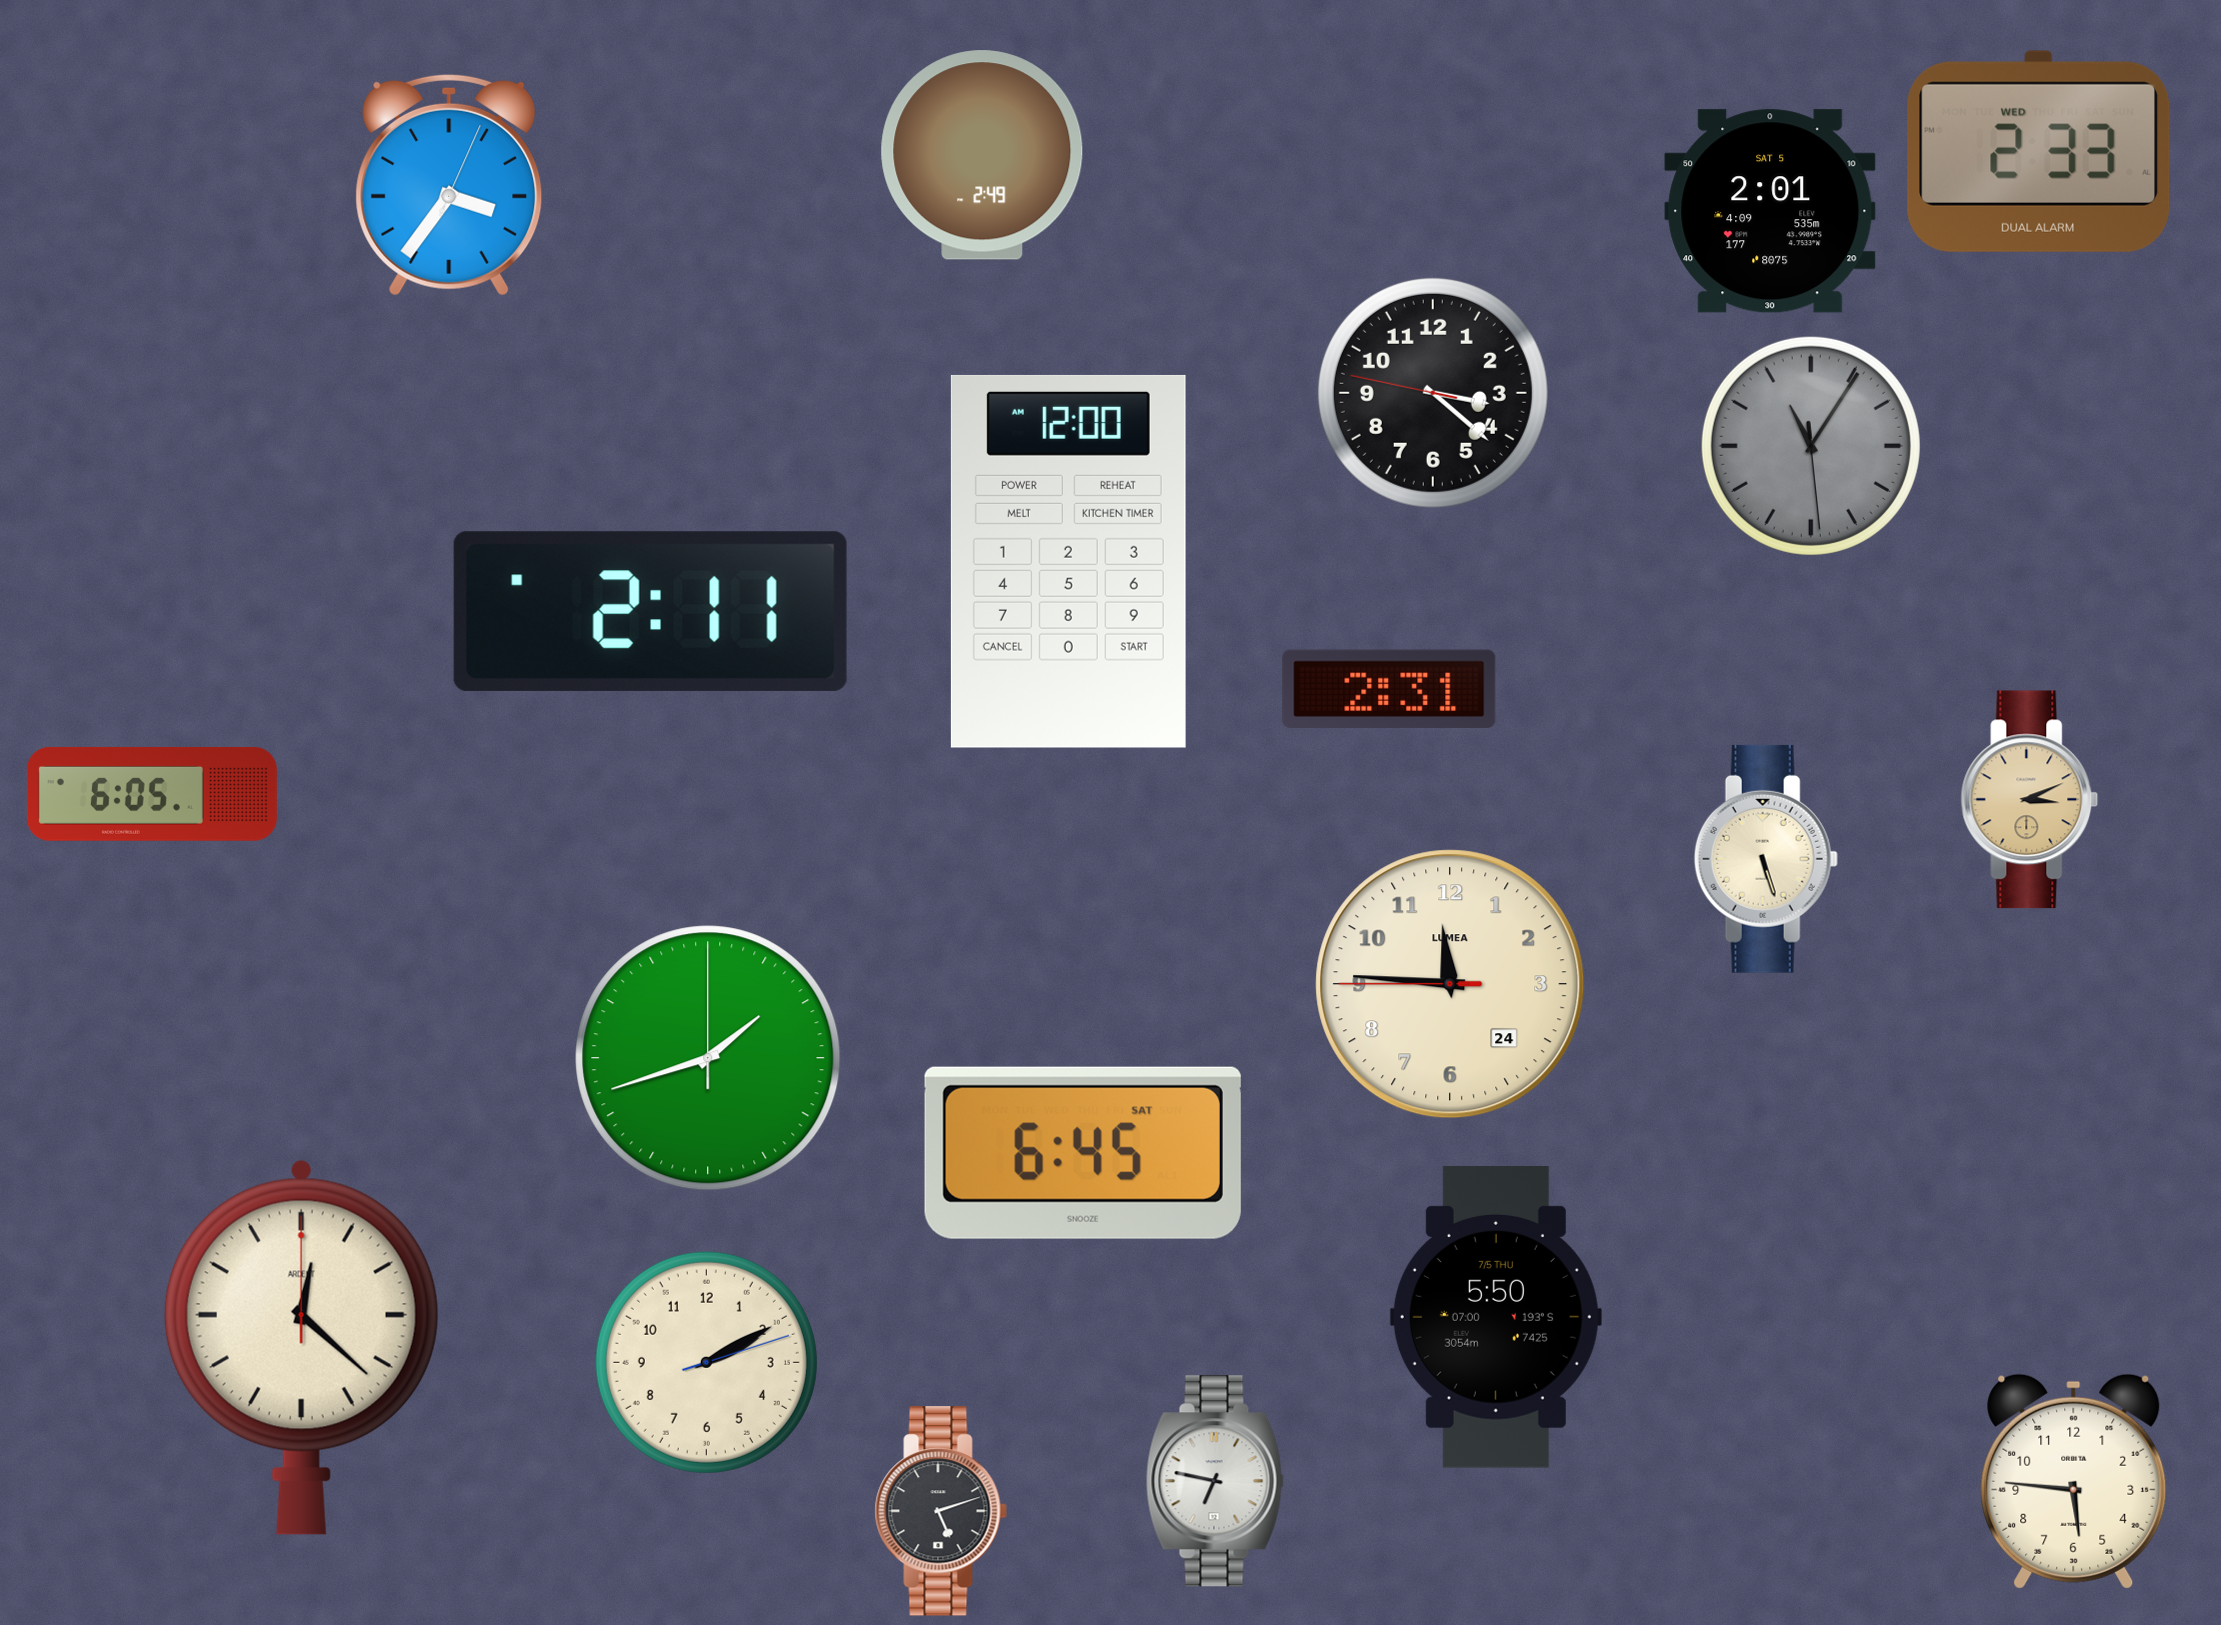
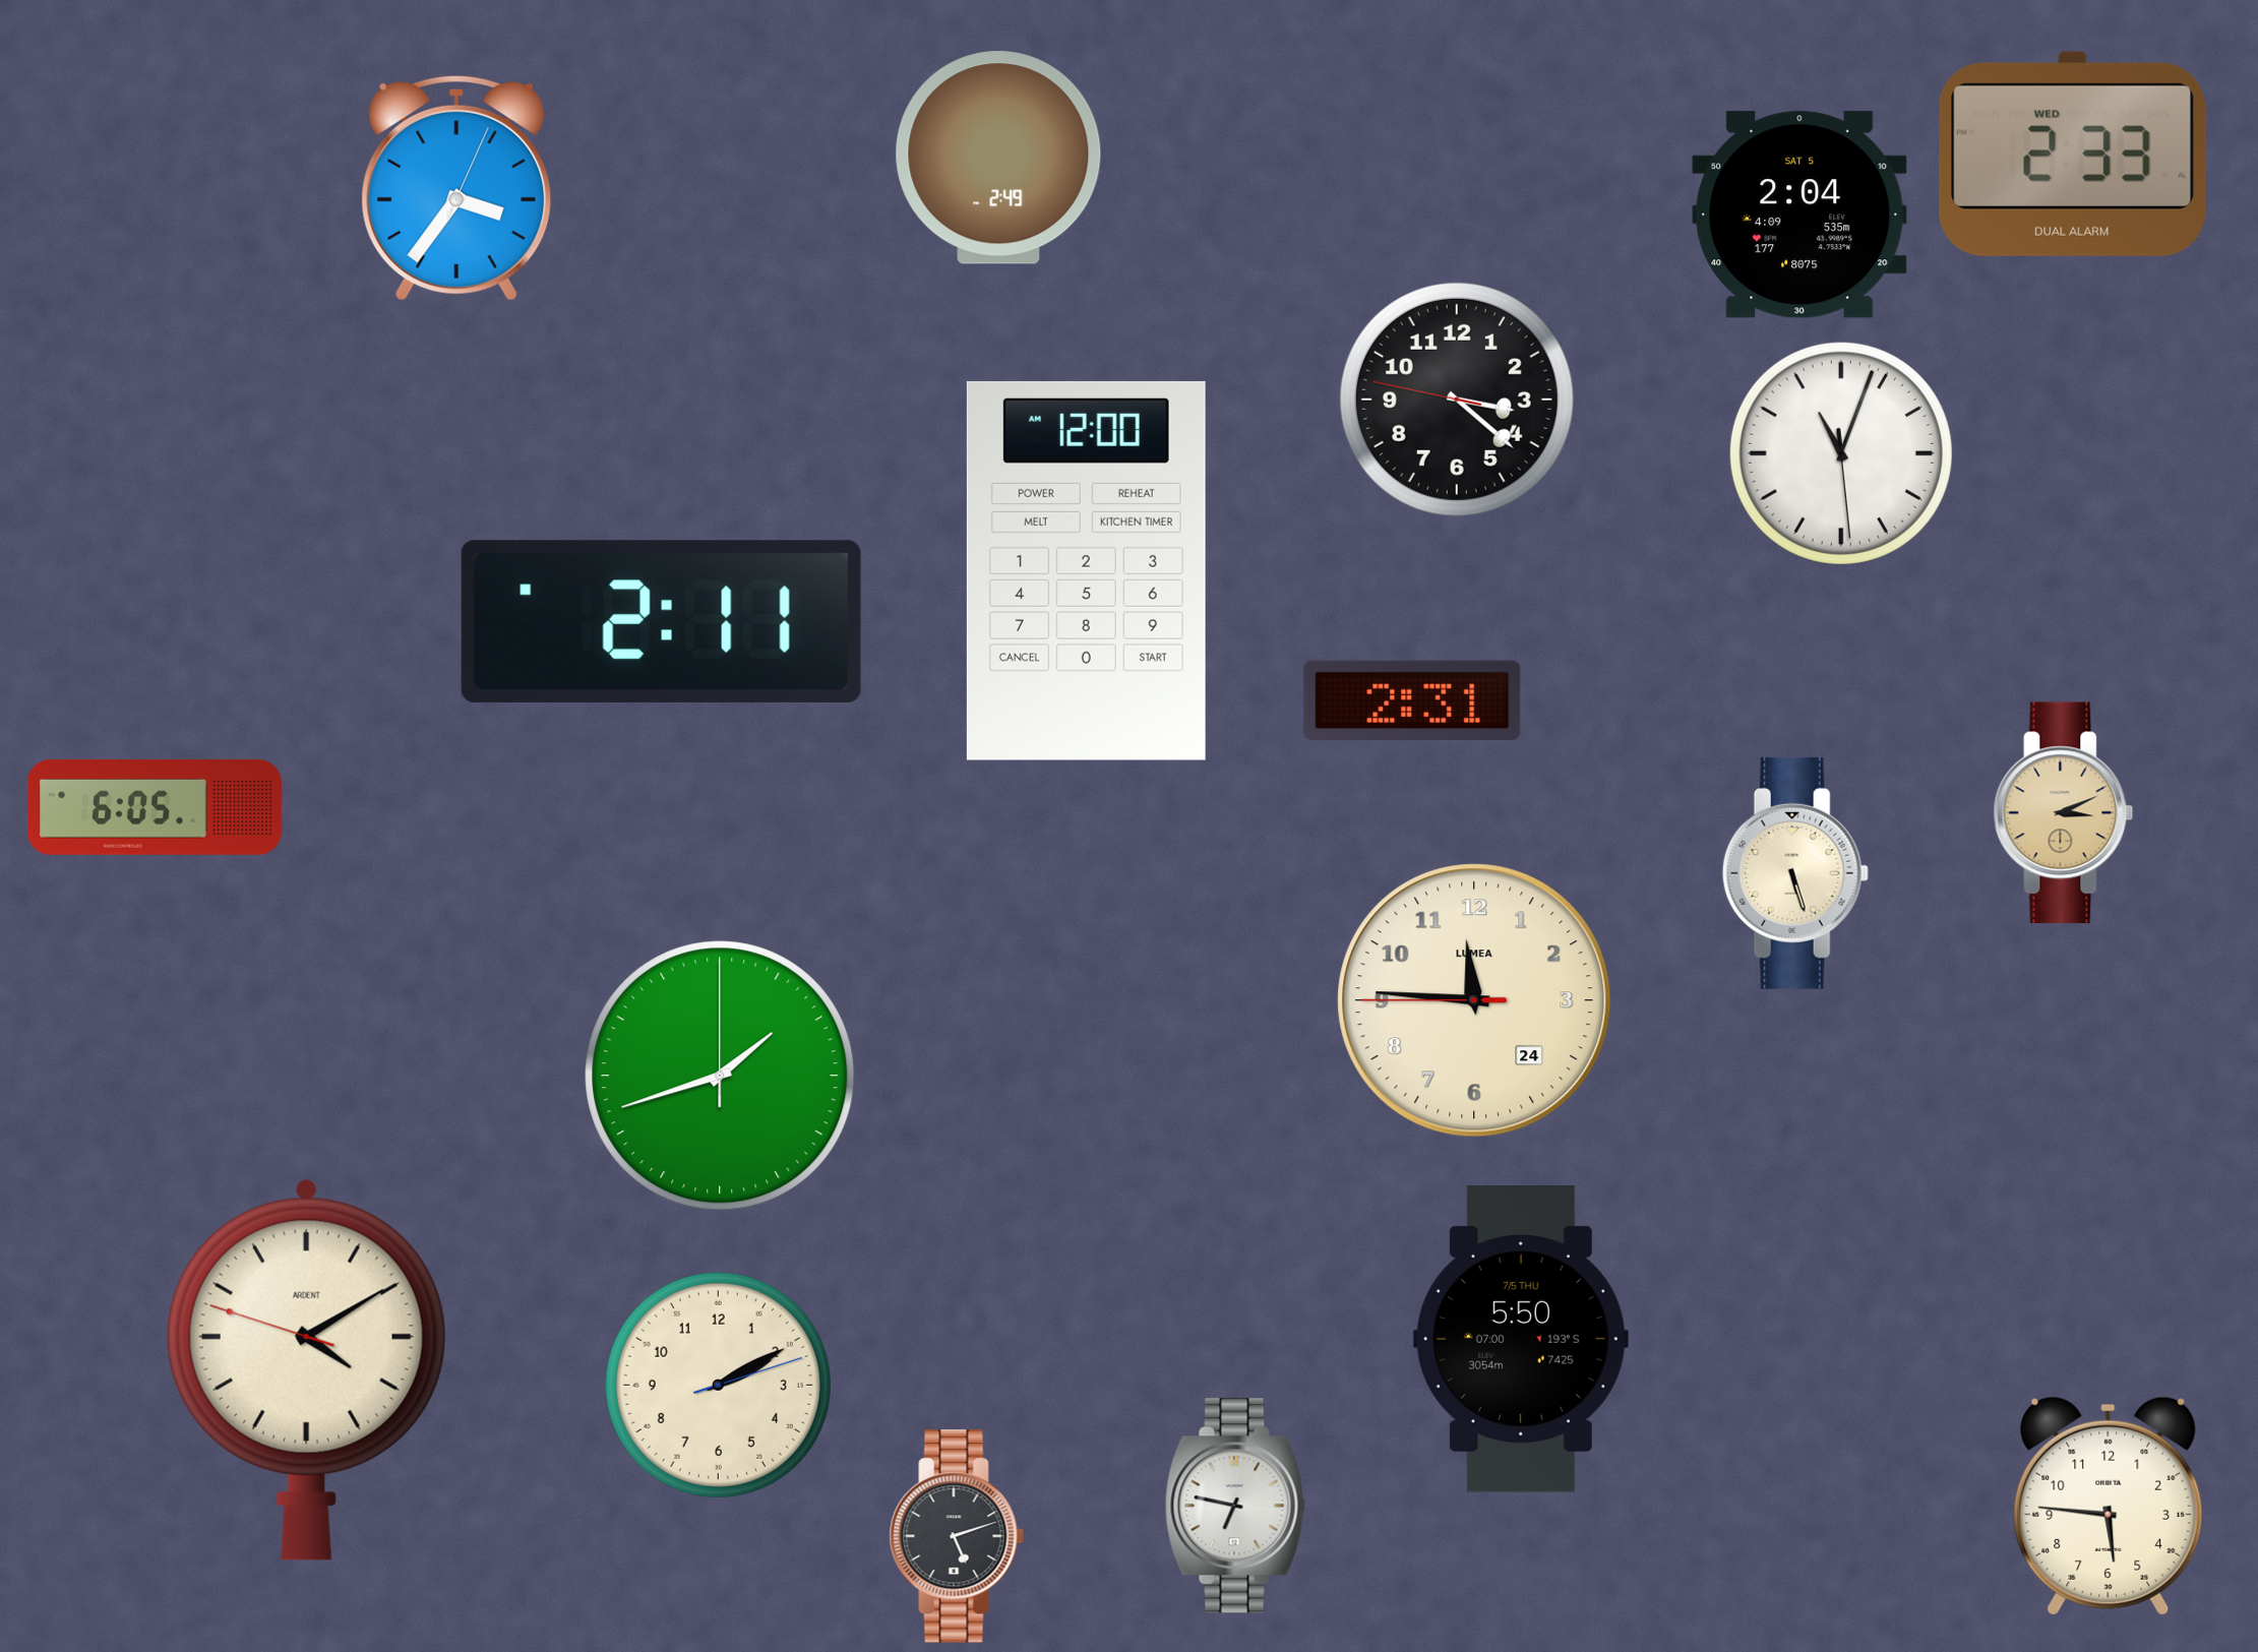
clock at (1770, 211): 2:01 -> 2:04
clock at (1811, 446): 11:05 -> 11:03
clock at (1811, 446) dial: grey -> white
clock at (1083, 1153): 6:45 -> none
clock at (301, 1347): 12:22 -> 4:09
